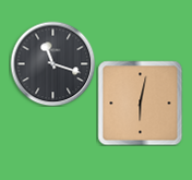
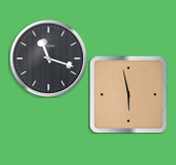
clock at (140, 103): 6:02 -> 5:58
